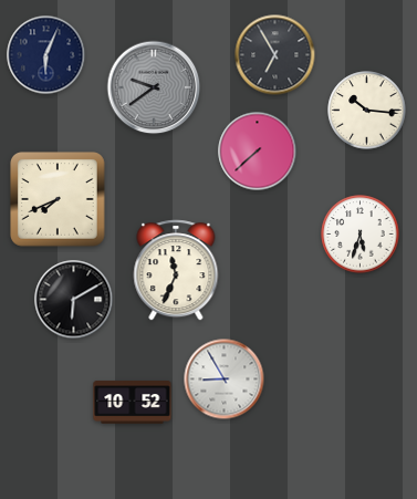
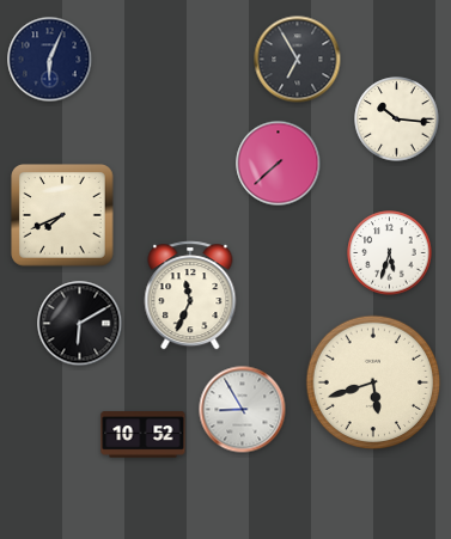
clock at (154, 87): 9:39 -> none
clock at (176, 270) position: (176, 270) -> (190, 295)
clock at (373, 382): none -> 5:42
